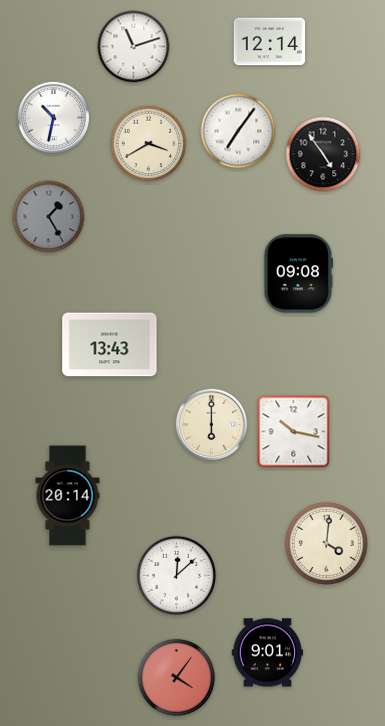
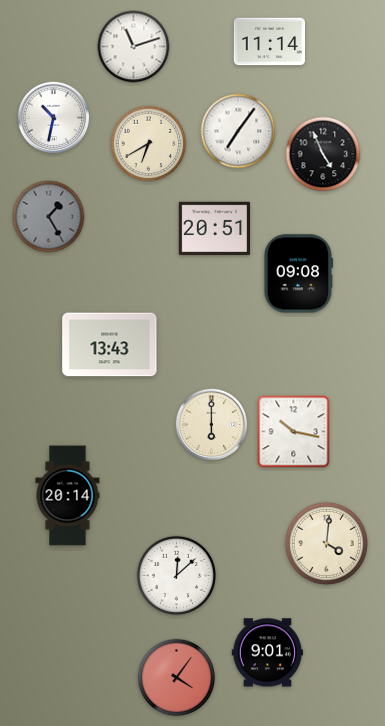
clock at (270, 42): 12:14 -> 11:14
clock at (149, 144): 3:40 -> 6:40
clock at (323, 154): 4:54 -> 4:56
clock at (215, 229): none -> 20:51
